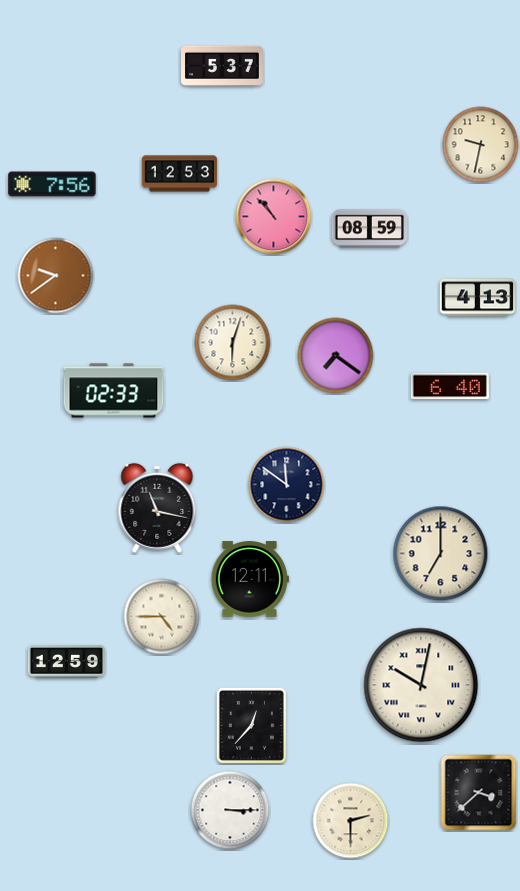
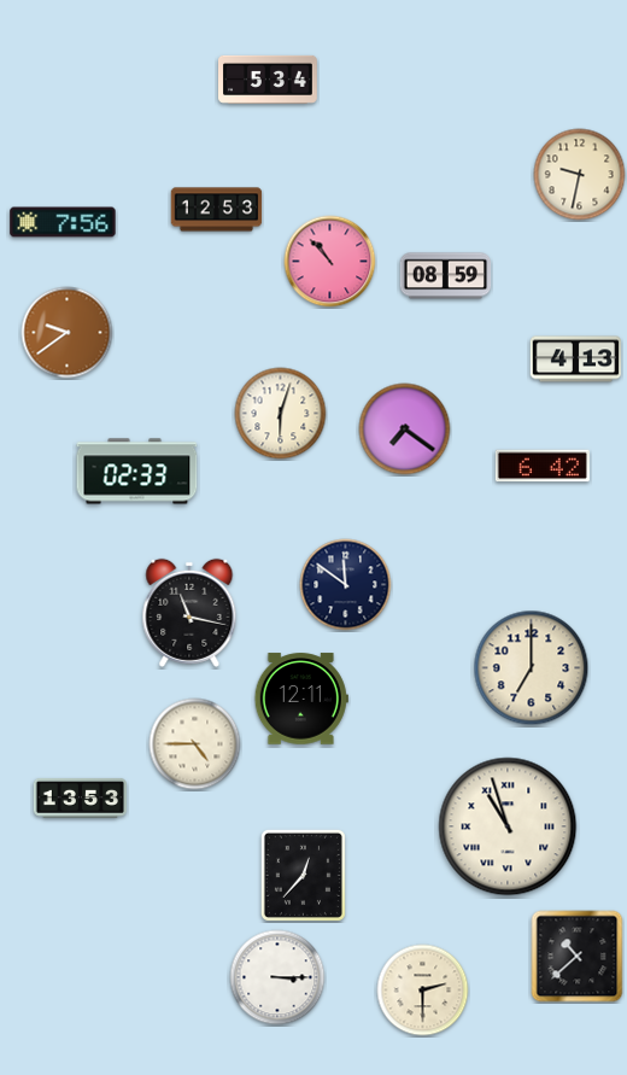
clock at (223, 66): 5:37 -> 5:34
clock at (450, 386): 6:40 -> 6:42
clock at (66, 661): 12:59 -> 13:53
clock at (421, 685): 10:02 -> 10:57
clock at (479, 793): 3:38 -> 10:38
